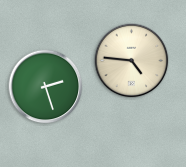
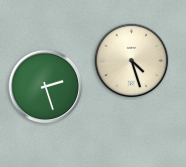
clock at (132, 61): 4:46 -> 4:27
